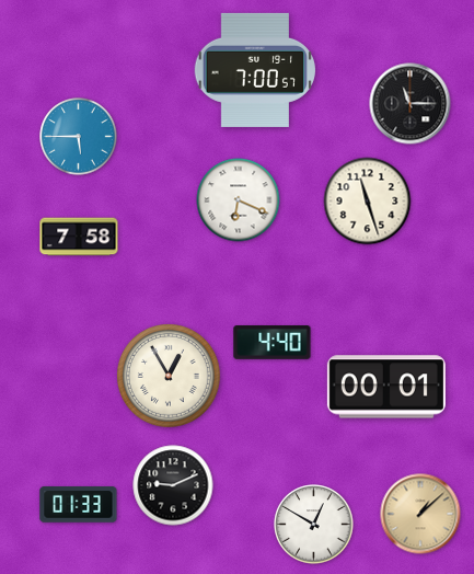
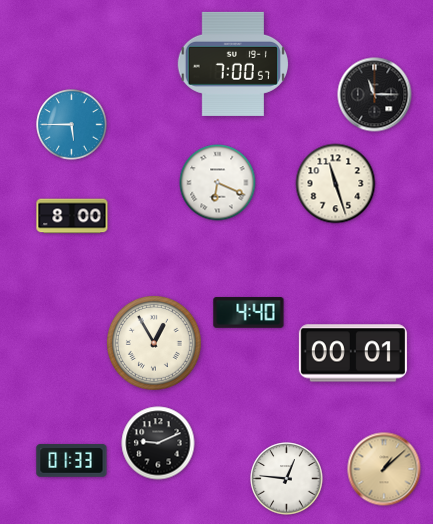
clock at (79, 237): 7:58 -> 8:00
clock at (314, 525): 12:50 -> 12:46
